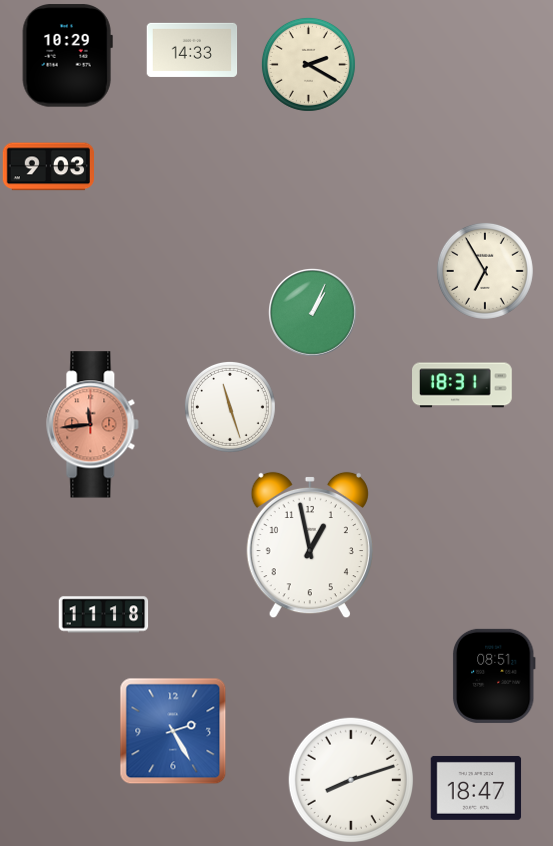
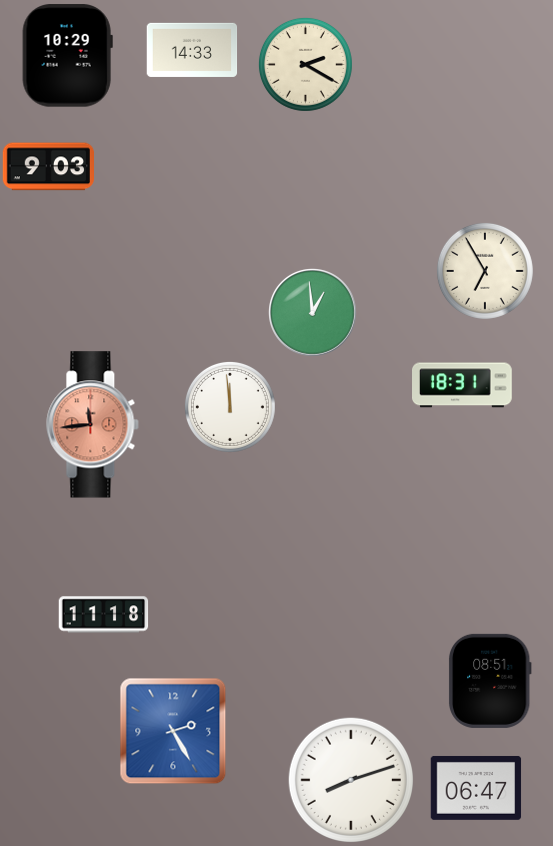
clock at (308, 64) position: (308, 64) -> (305, 64)
clock at (313, 313): 1:04 -> 12:59
clock at (230, 407): 11:27 -> 11:59
clock at (310, 545): 12:58 -> none
clock at (494, 676) position: (494, 676) -> (490, 681)
clock at (476, 788): 18:47 -> 06:47
